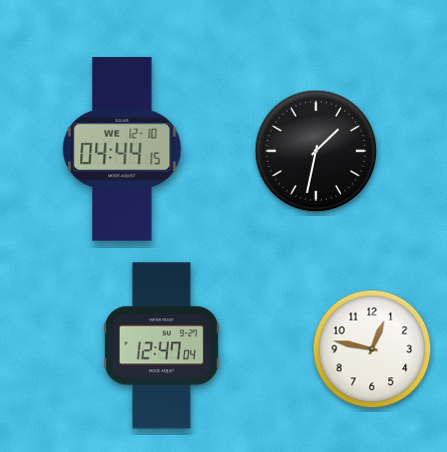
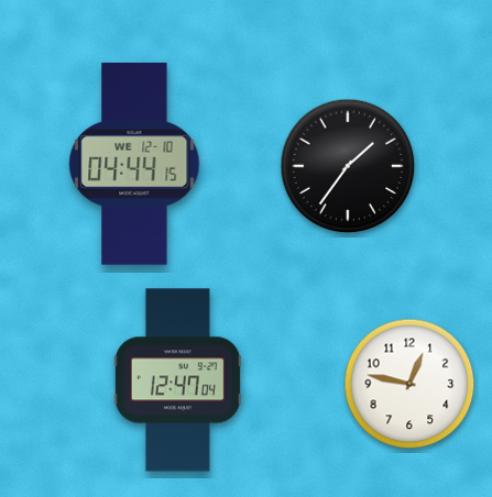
clock at (316, 151): 1:32 -> 1:36
